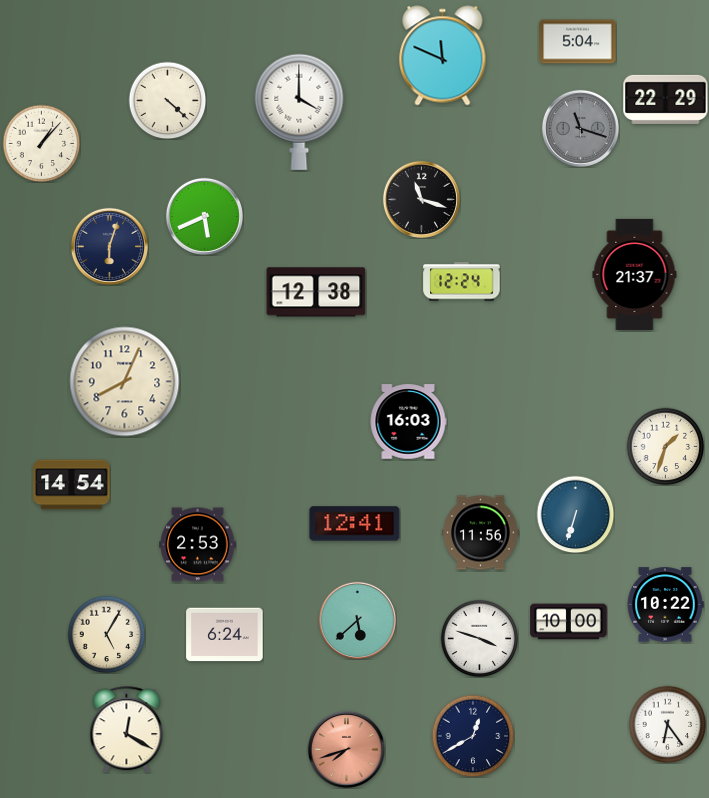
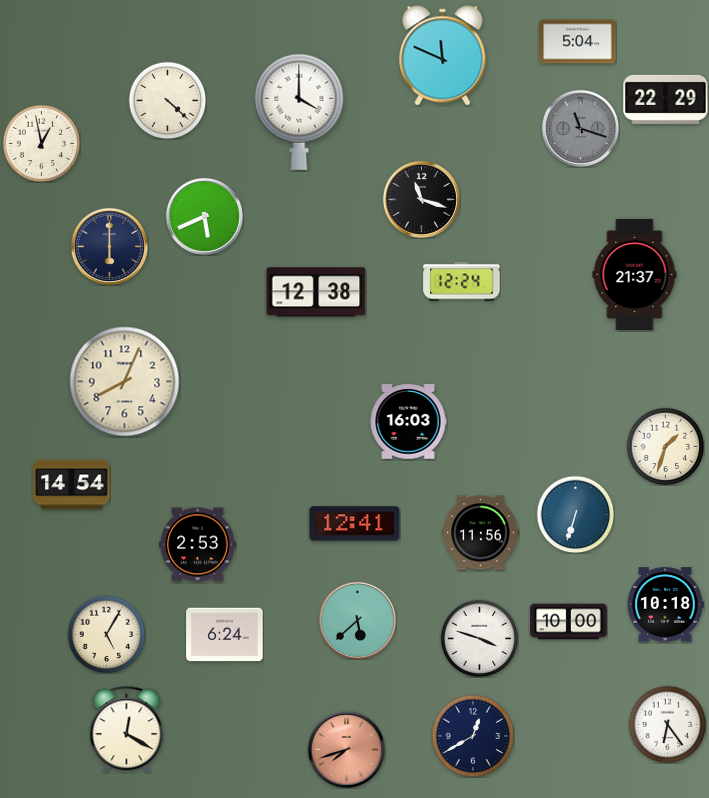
clock at (41, 143): 1:07 -> 12:58
clock at (109, 246): 6:03 -> 6:00
clock at (665, 605): 10:22 -> 10:18
